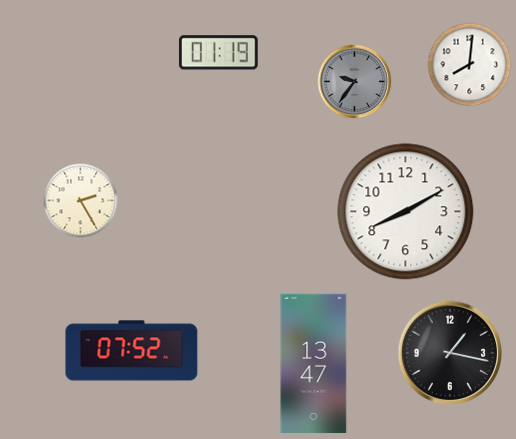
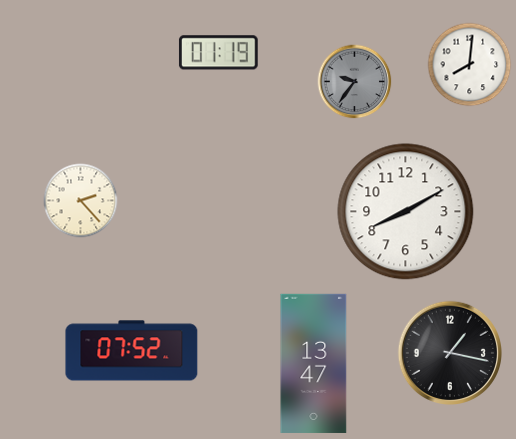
clock at (81, 201): 2:25 -> 2:23
